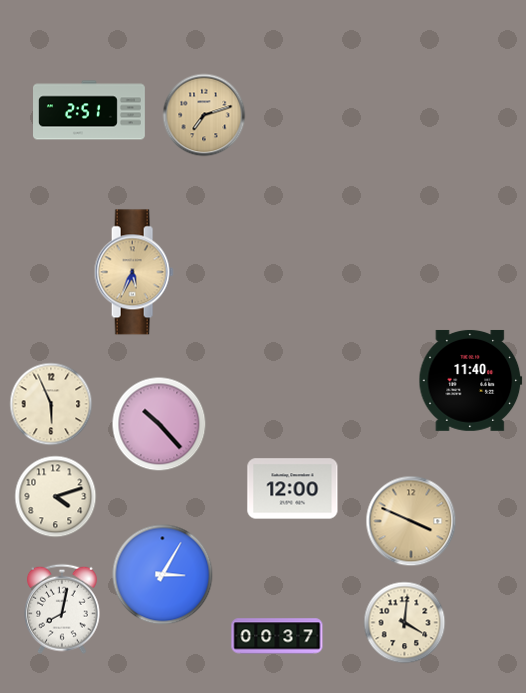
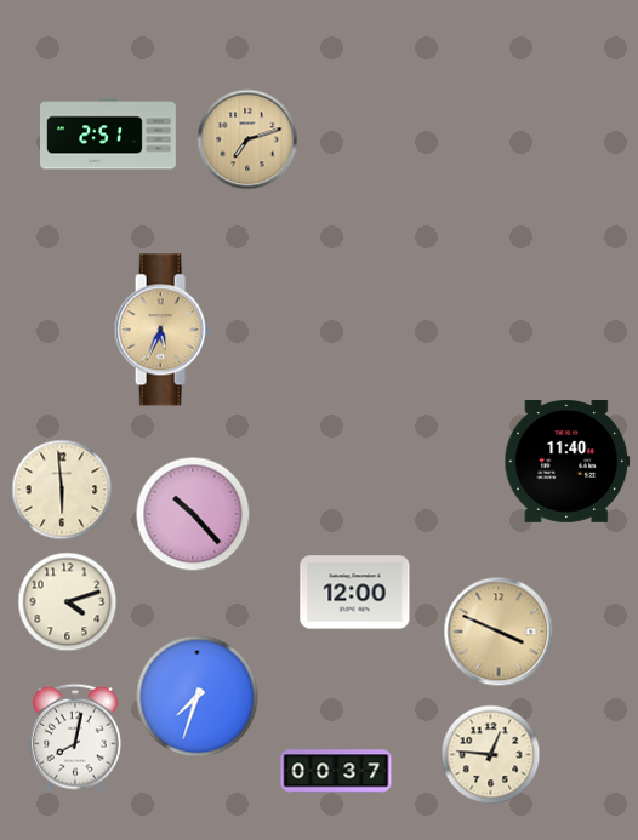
clock at (471, 380) position: (471, 380) -> (568, 461)
clock at (51, 404): 5:56 -> 5:59
clock at (163, 575): 3:05 -> 7:33
clock at (405, 623): 4:01 -> 12:46
